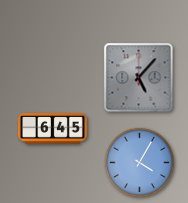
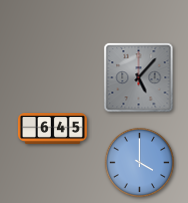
clock at (140, 163): 4:05 -> 4:00
